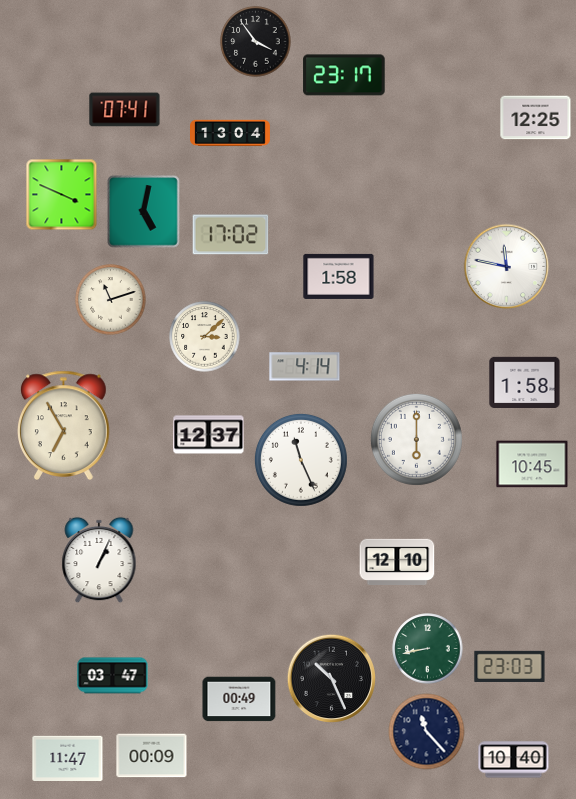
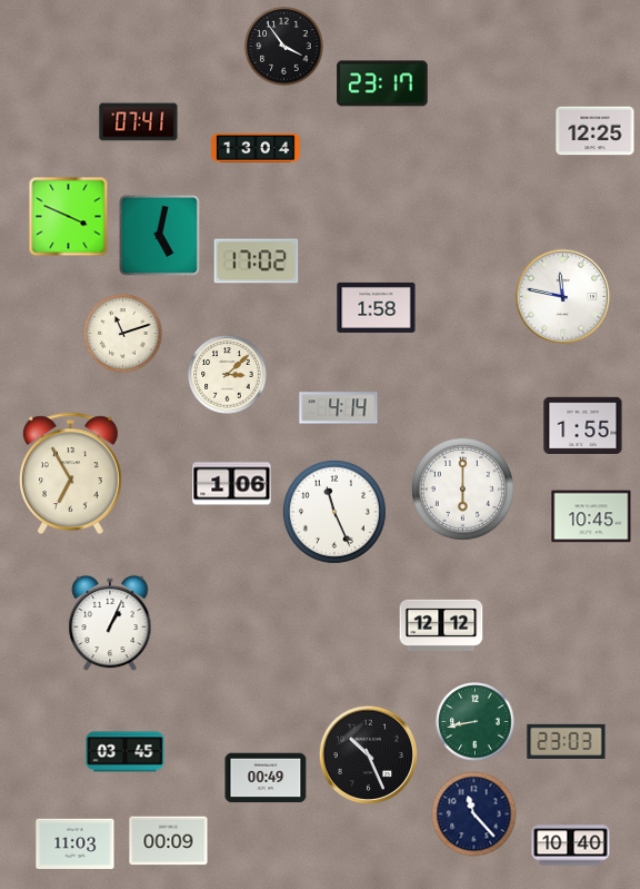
clock at (525, 383): 1:58 -> 1:55
clock at (209, 435): 12:37 -> 1:06
clock at (397, 561): 12:10 -> 12:12
clock at (113, 676): 03:47 -> 03:45
clock at (68, 759): 11:47 -> 11:03
